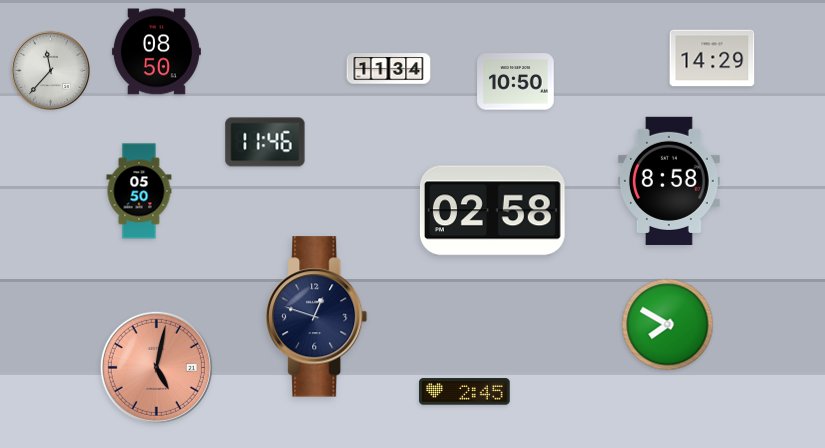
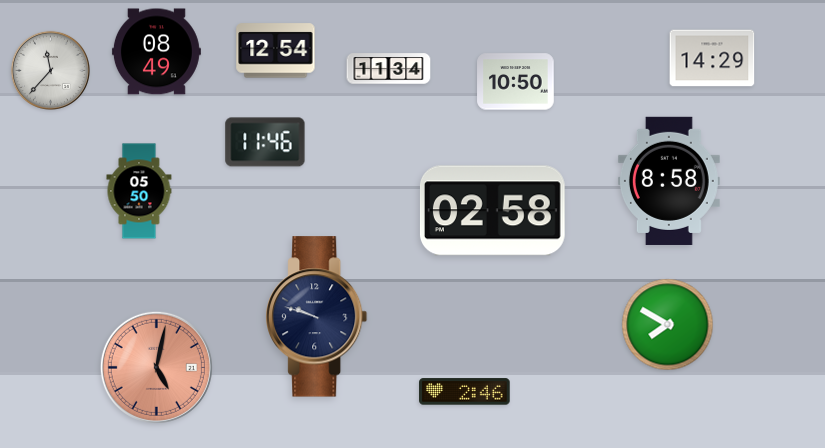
clock at (276, 51): none -> 12:54
clock at (156, 52): 08:50 -> 08:49
clock at (317, 317): 12:48 -> 9:48
clock at (465, 392): 2:45 -> 2:46
